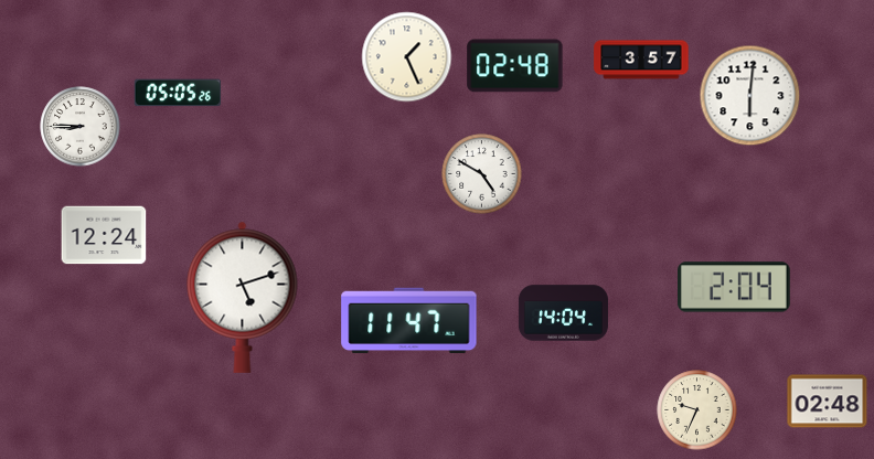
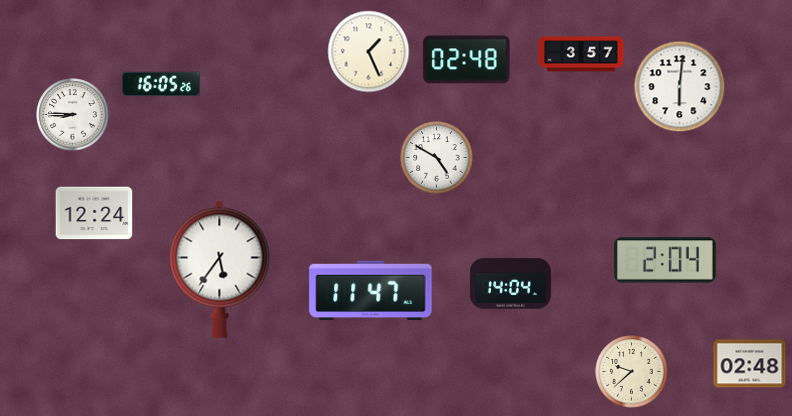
clock at (178, 93): 05:05 -> 16:05
clock at (243, 297): 5:12 -> 5:36
clock at (697, 410): 9:34 -> 9:38
